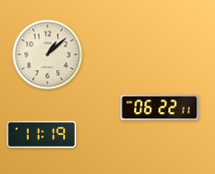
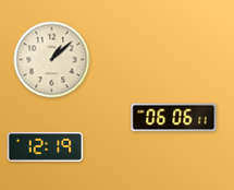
clock at (160, 108): 06:22 -> 06:06
clock at (42, 134): 11:19 -> 12:19
